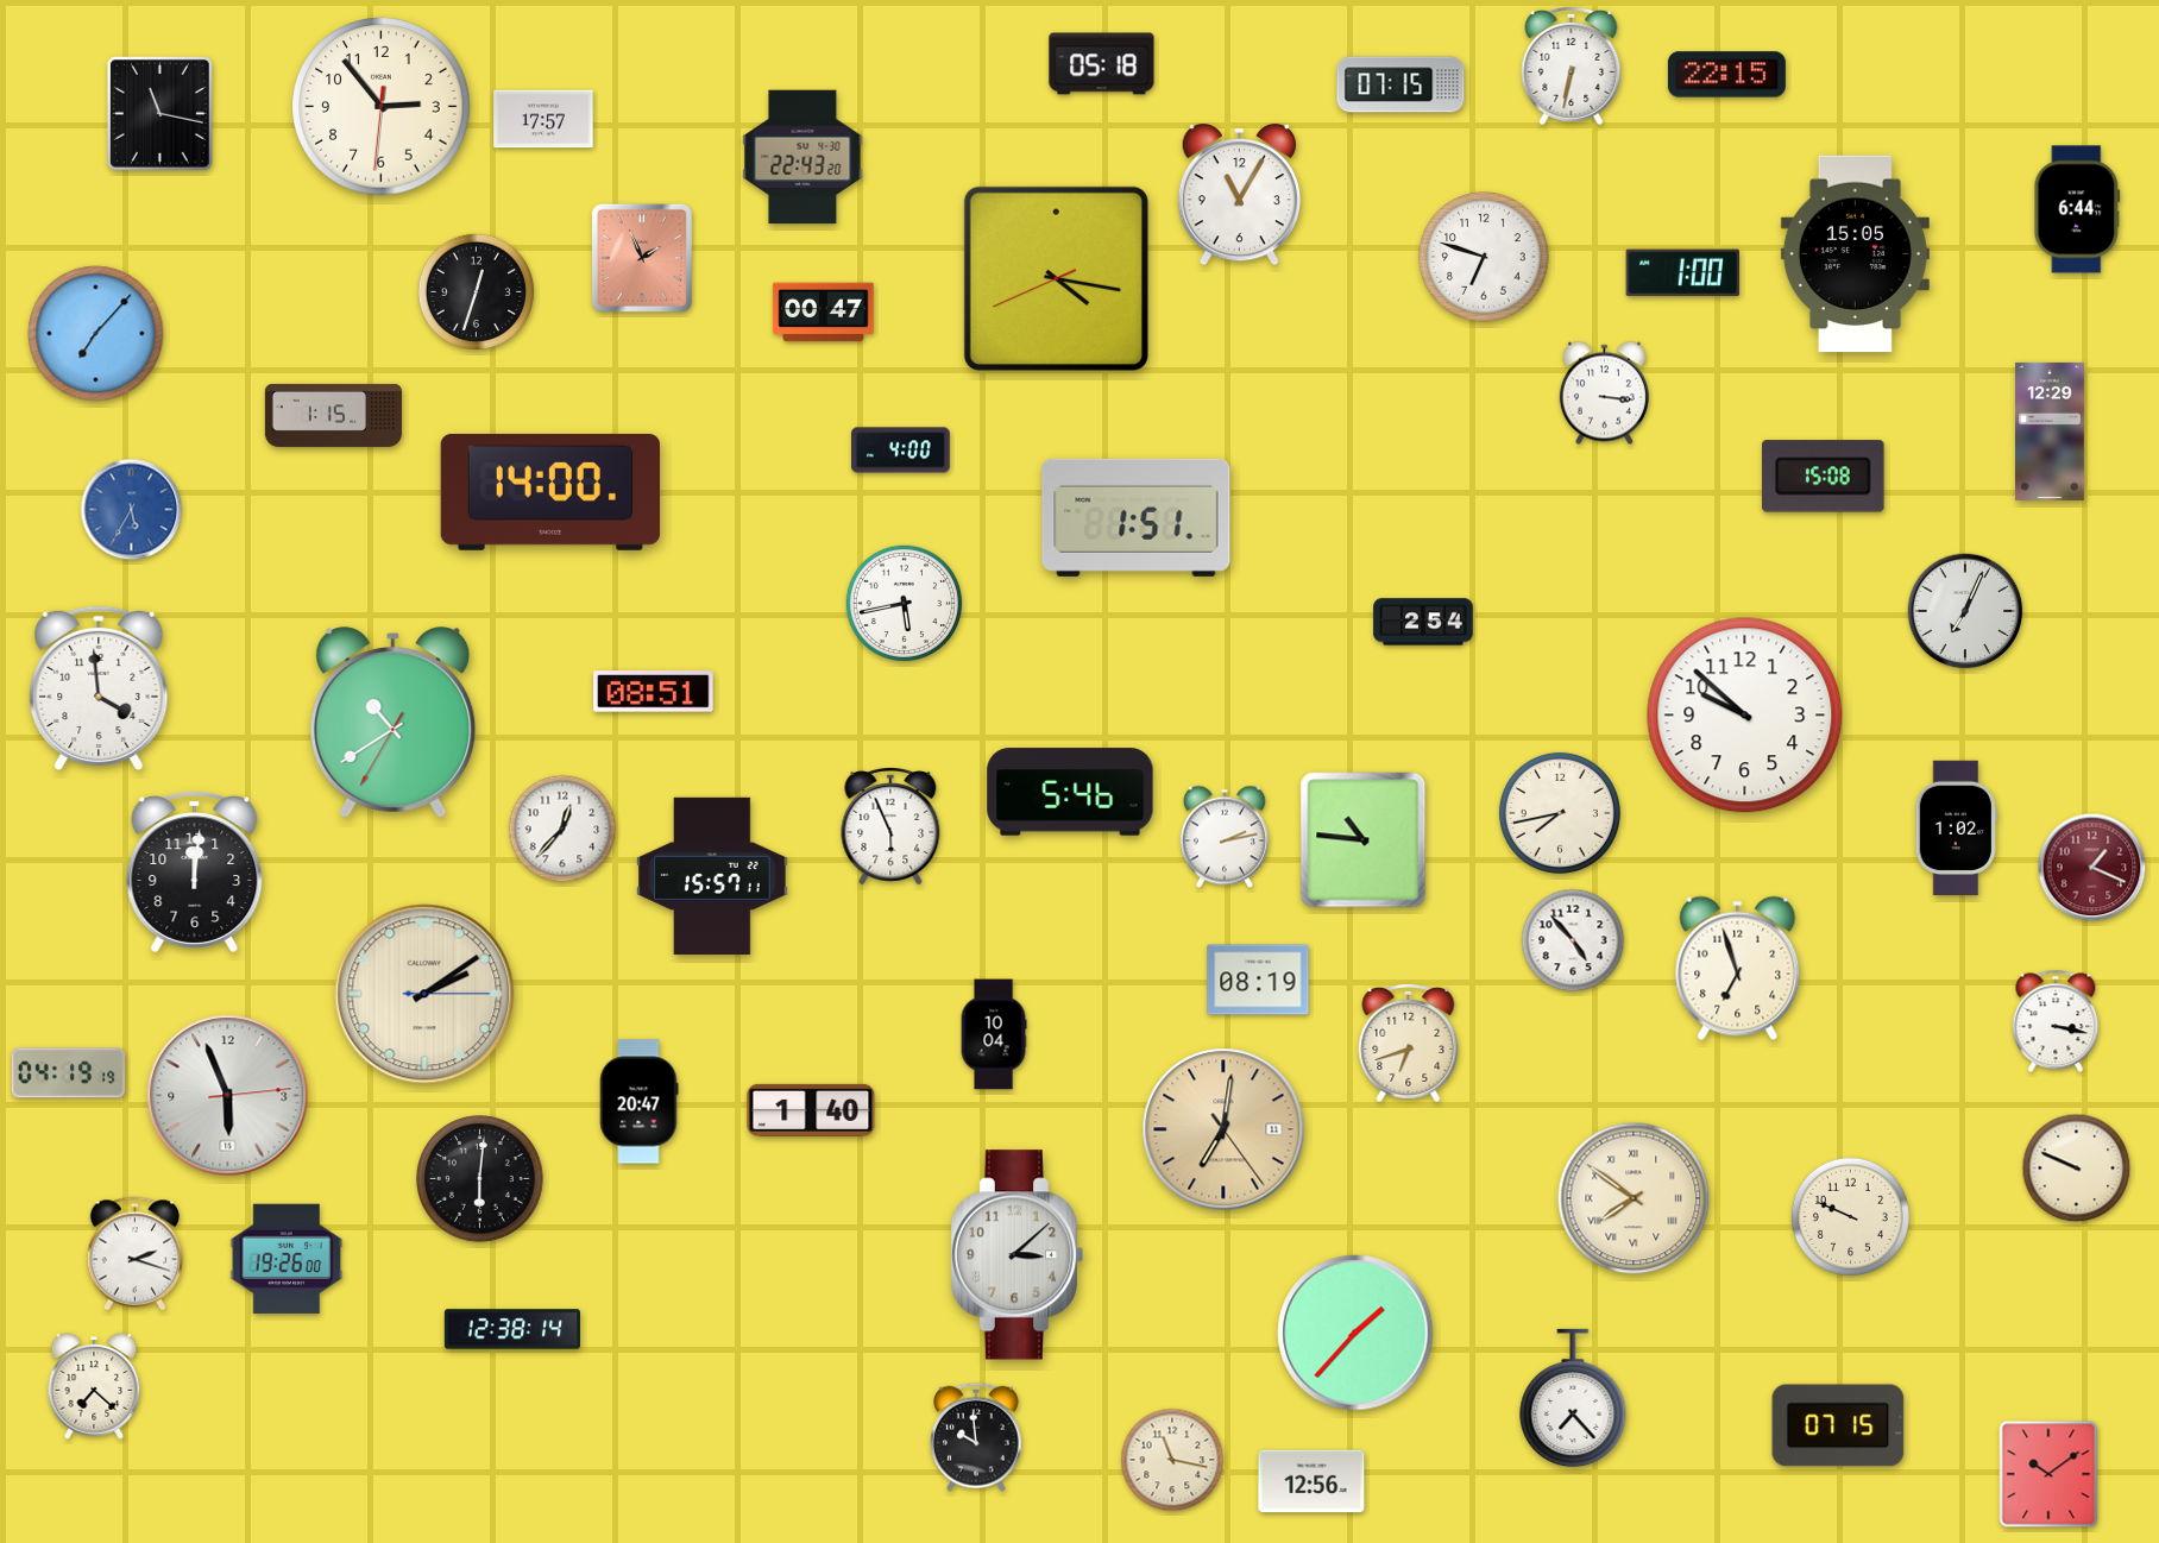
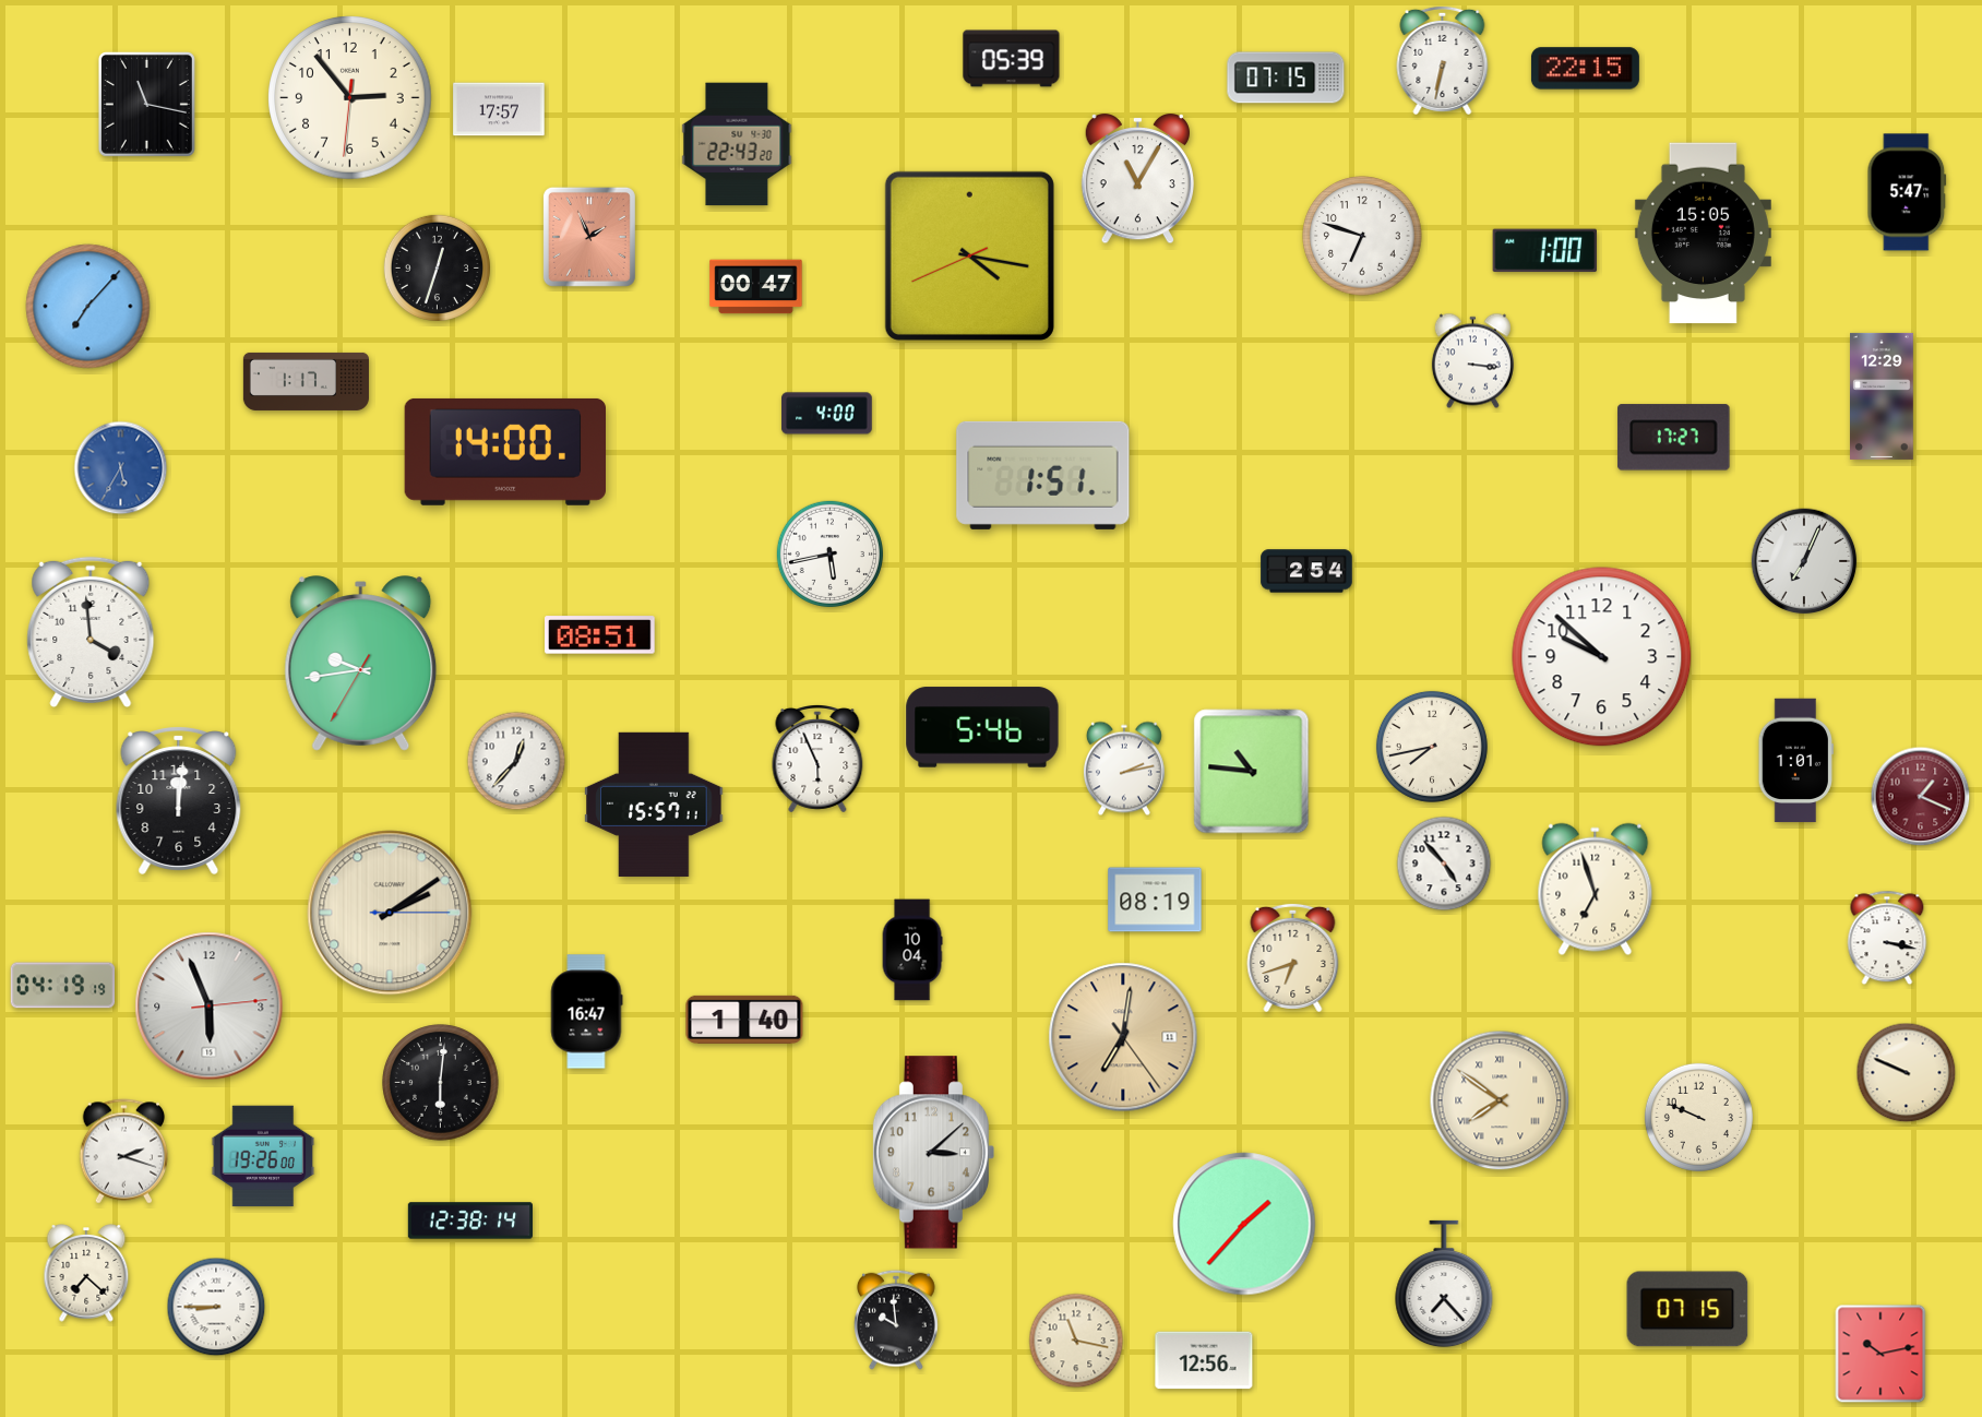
clock at (1102, 64): 05:18 -> 05:39
clock at (2077, 209): 6:44 -> 5:47
clock at (333, 415): 1:15 -> 1:17
clock at (1824, 477): 15:08 -> 17:27
clock at (394, 723): 10:39 -> 9:43
clock at (1956, 829): 1:02 -> 1:01
clock at (638, 1102): 20:47 -> 16:47
clock at (216, 1307): none -> 8:45
clock at (2048, 1474): 10:09 -> 10:13
